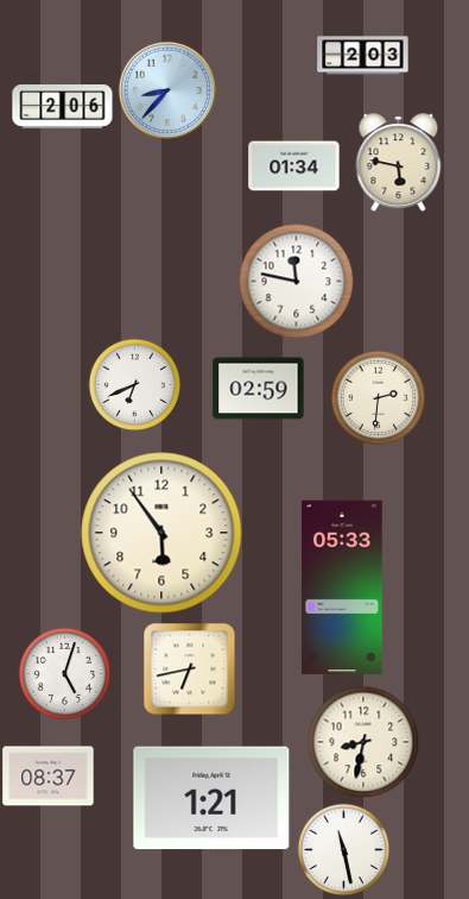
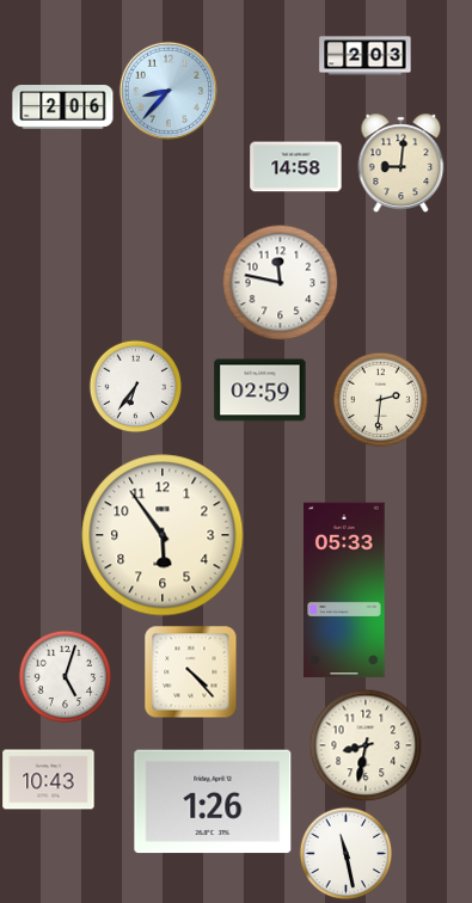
clock at (399, 162): 5:47 -> 9:01
clock at (294, 166): 01:34 -> 14:58
clock at (296, 281) position: (296, 281) -> (280, 282)
clock at (134, 384): 6:41 -> 6:36
clock at (189, 668): 6:43 -> 4:23
clock at (49, 777): 08:37 -> 10:43
clock at (211, 798): 1:21 -> 1:26
